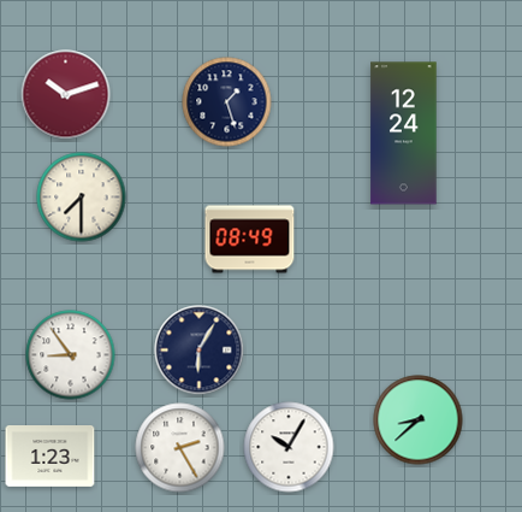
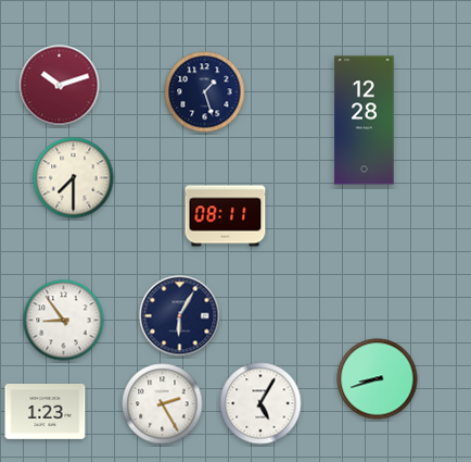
clock at (404, 134): 12:24 -> 12:28
clock at (250, 240): 08:49 -> 08:11
clock at (419, 420): 8:38 -> 8:42
clock at (289, 447): 10:05 -> 5:05
